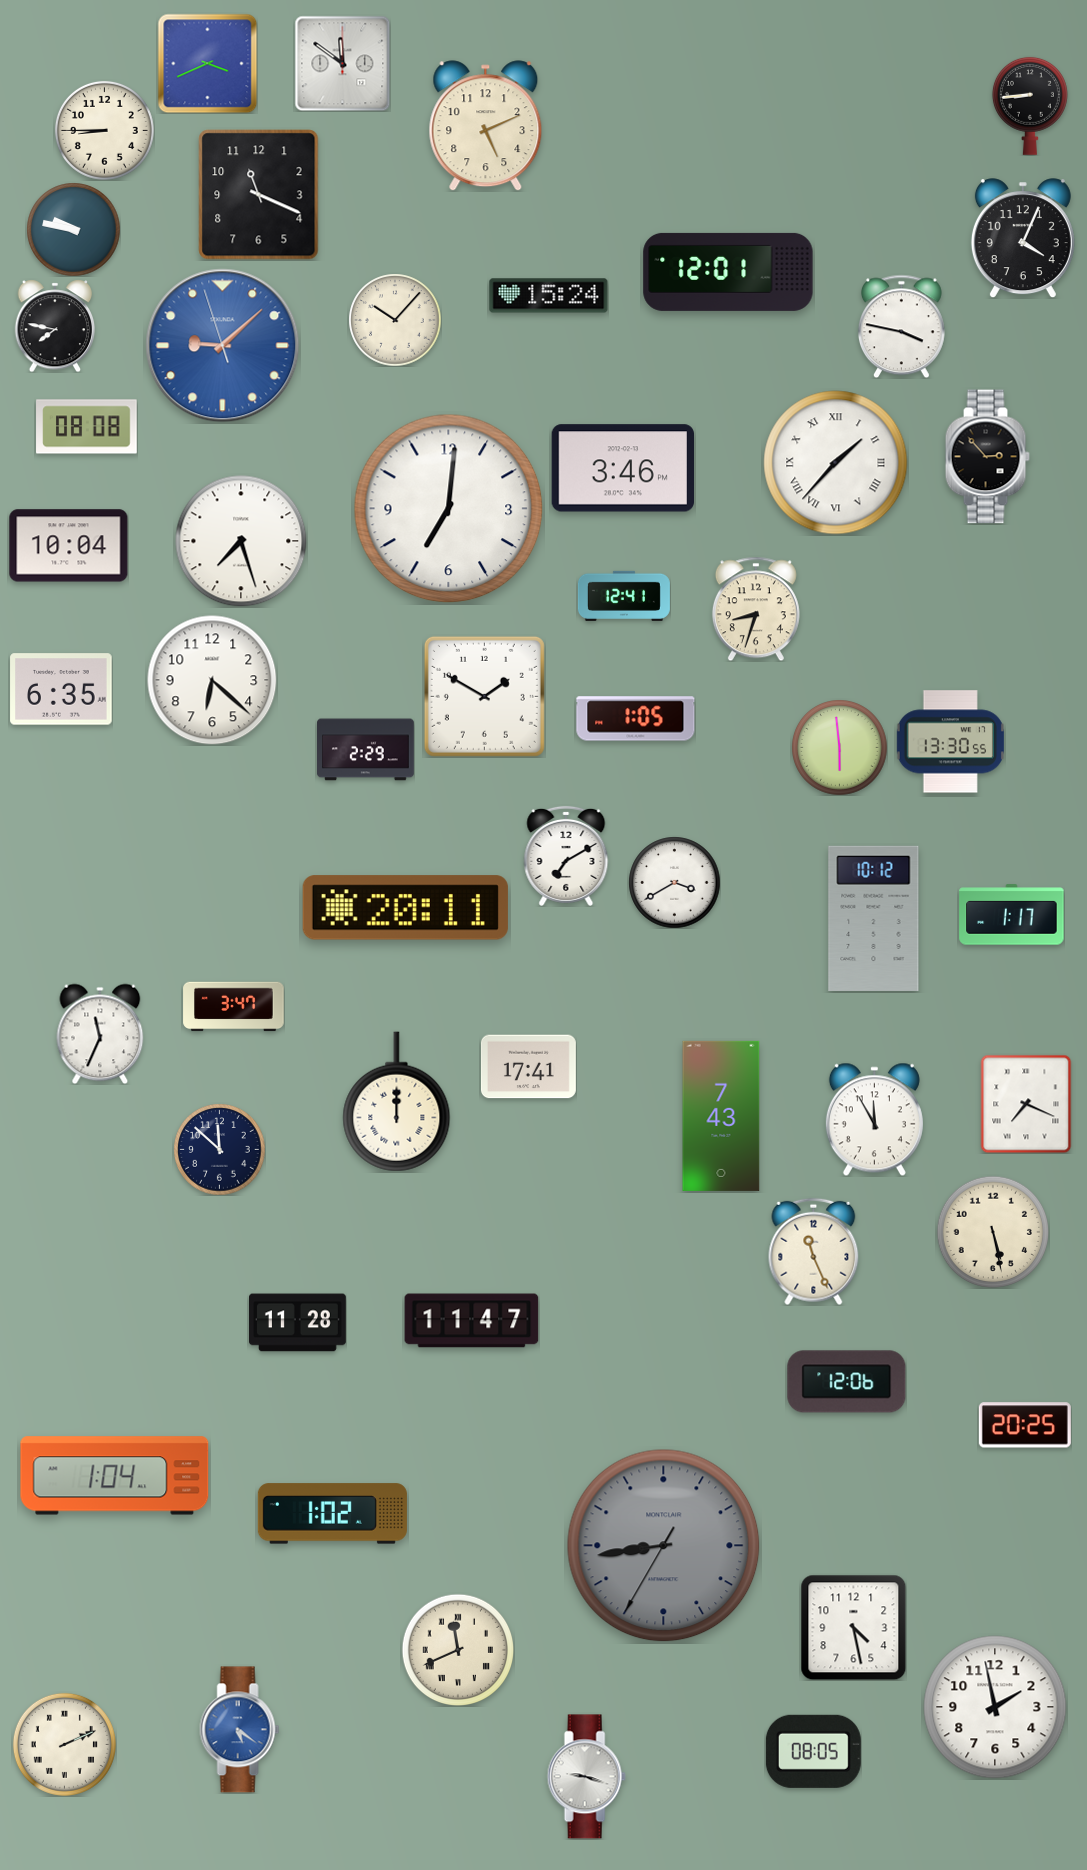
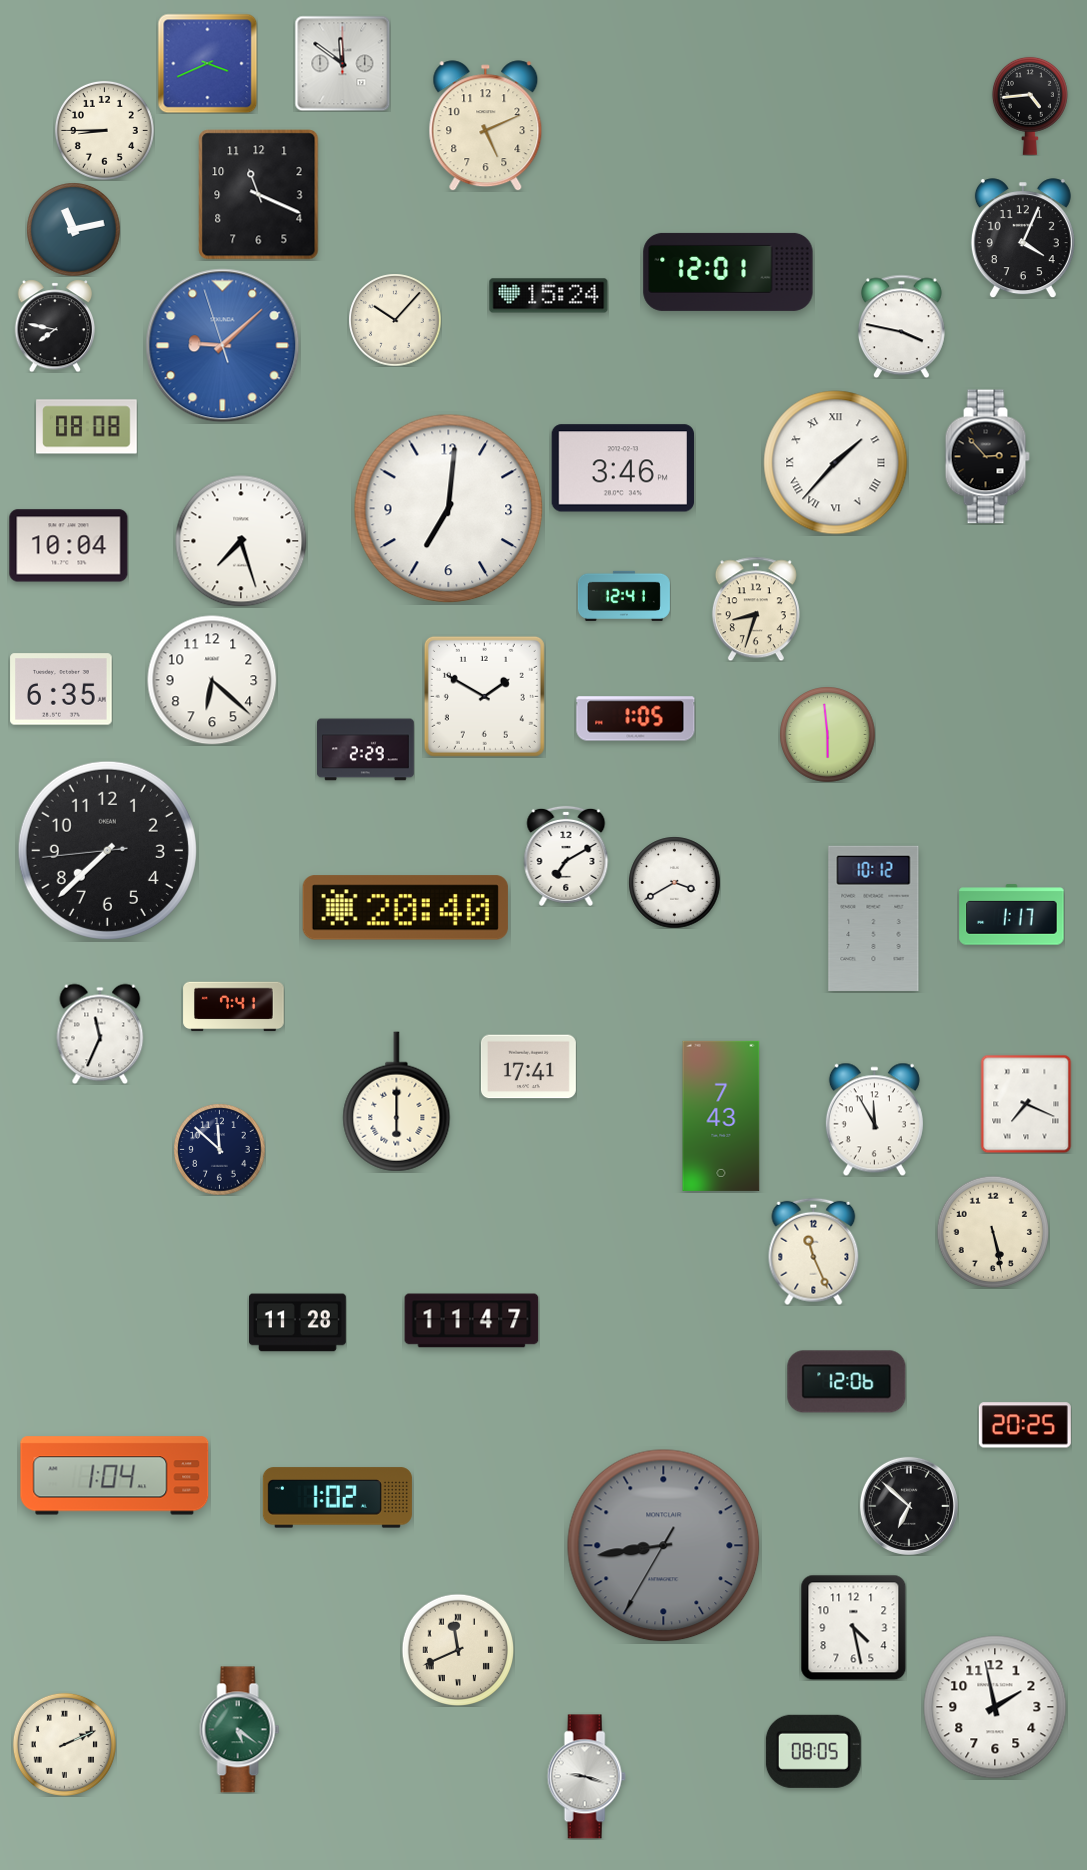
clock at (1030, 106): 8:44 -> 4:44
clock at (73, 229): 9:47 -> 11:13
clock at (950, 742): 13:30 -> none
clock at (840, 748) position: (840, 748) -> (828, 735)
clock at (107, 850): none -> 7:37
clock at (405, 908): 20:11 -> 20:40
clock at (234, 1007): 3:47 -> 7:41
clock at (397, 1102): 12:00 -> 6:00
clock at (909, 1506): none -> 6:52
clock at (332, 1514) position: (332, 1514) -> (337, 1498)
clock at (240, 1730) dial: blue -> green
